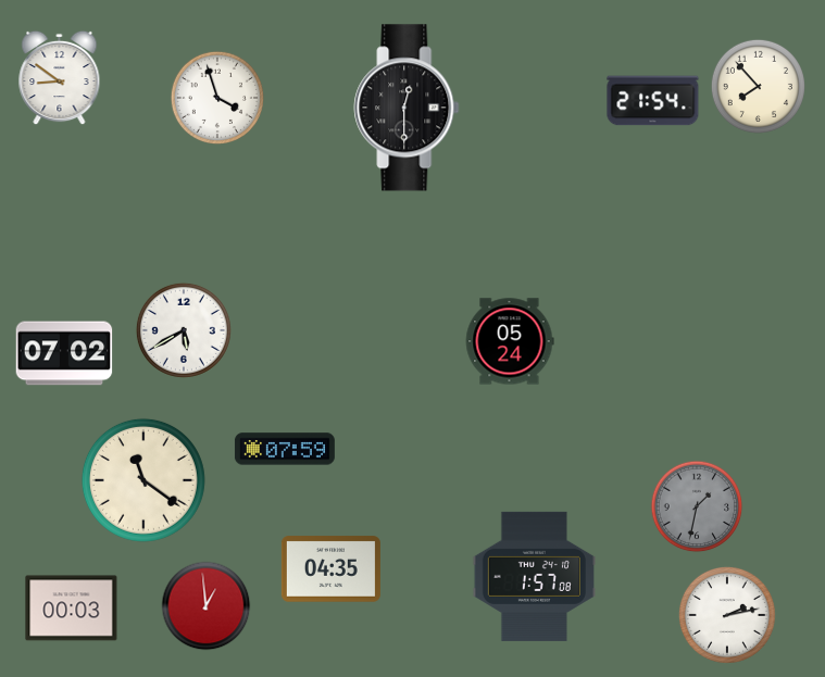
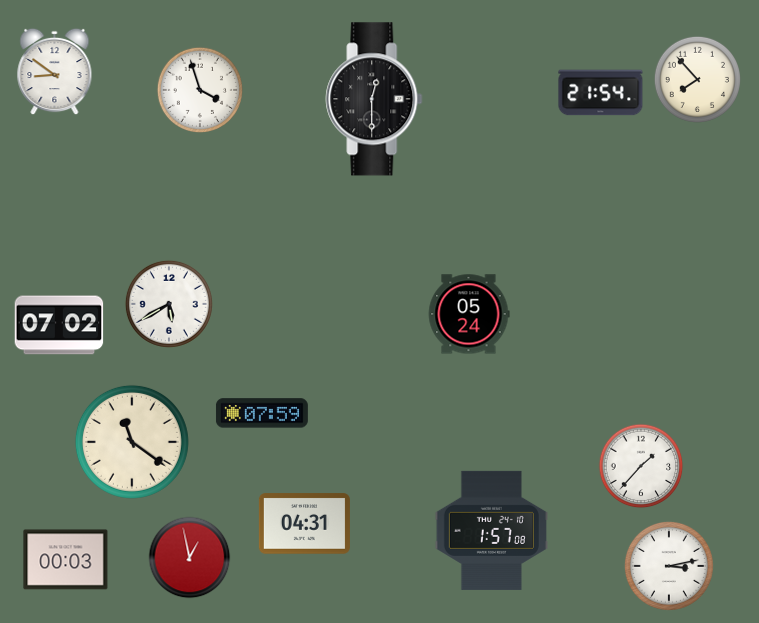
clock at (697, 506): 1:32 -> 1:37
clock at (697, 506) dial: grey -> white
clock at (330, 569): 04:35 -> 04:31
clock at (207, 606): 12:59 -> 12:58
clock at (727, 615): 2:13 -> 3:13
